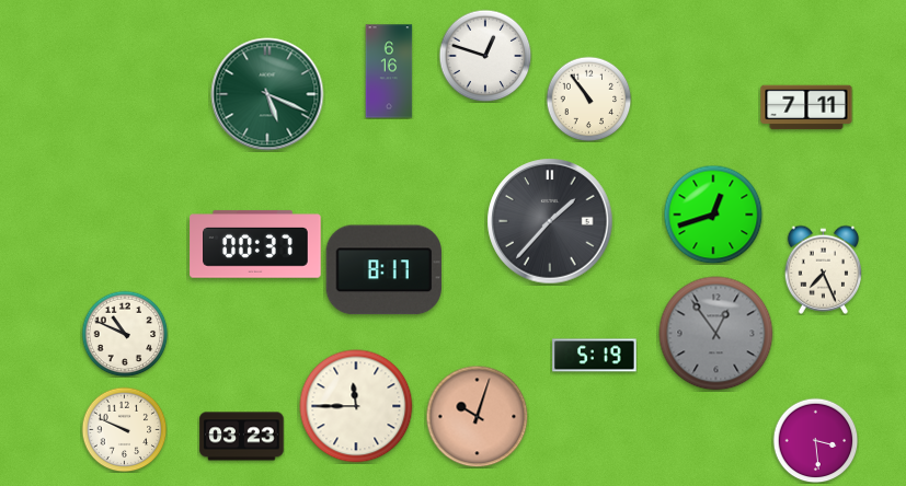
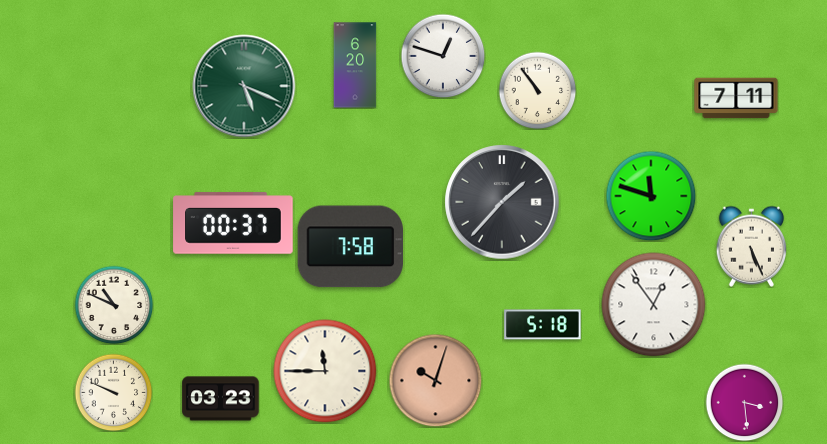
clock at (485, 56) position: (485, 56) -> (443, 56)
clock at (389, 71): 6:16 -> 6:20
clock at (713, 215): 12:42 -> 11:48
clock at (823, 269): 7:26 -> 5:26
clock at (383, 270): 8:17 -> 7:58
clock at (716, 334) dial: grey -> white
clock at (595, 356): 5:19 -> 5:18
